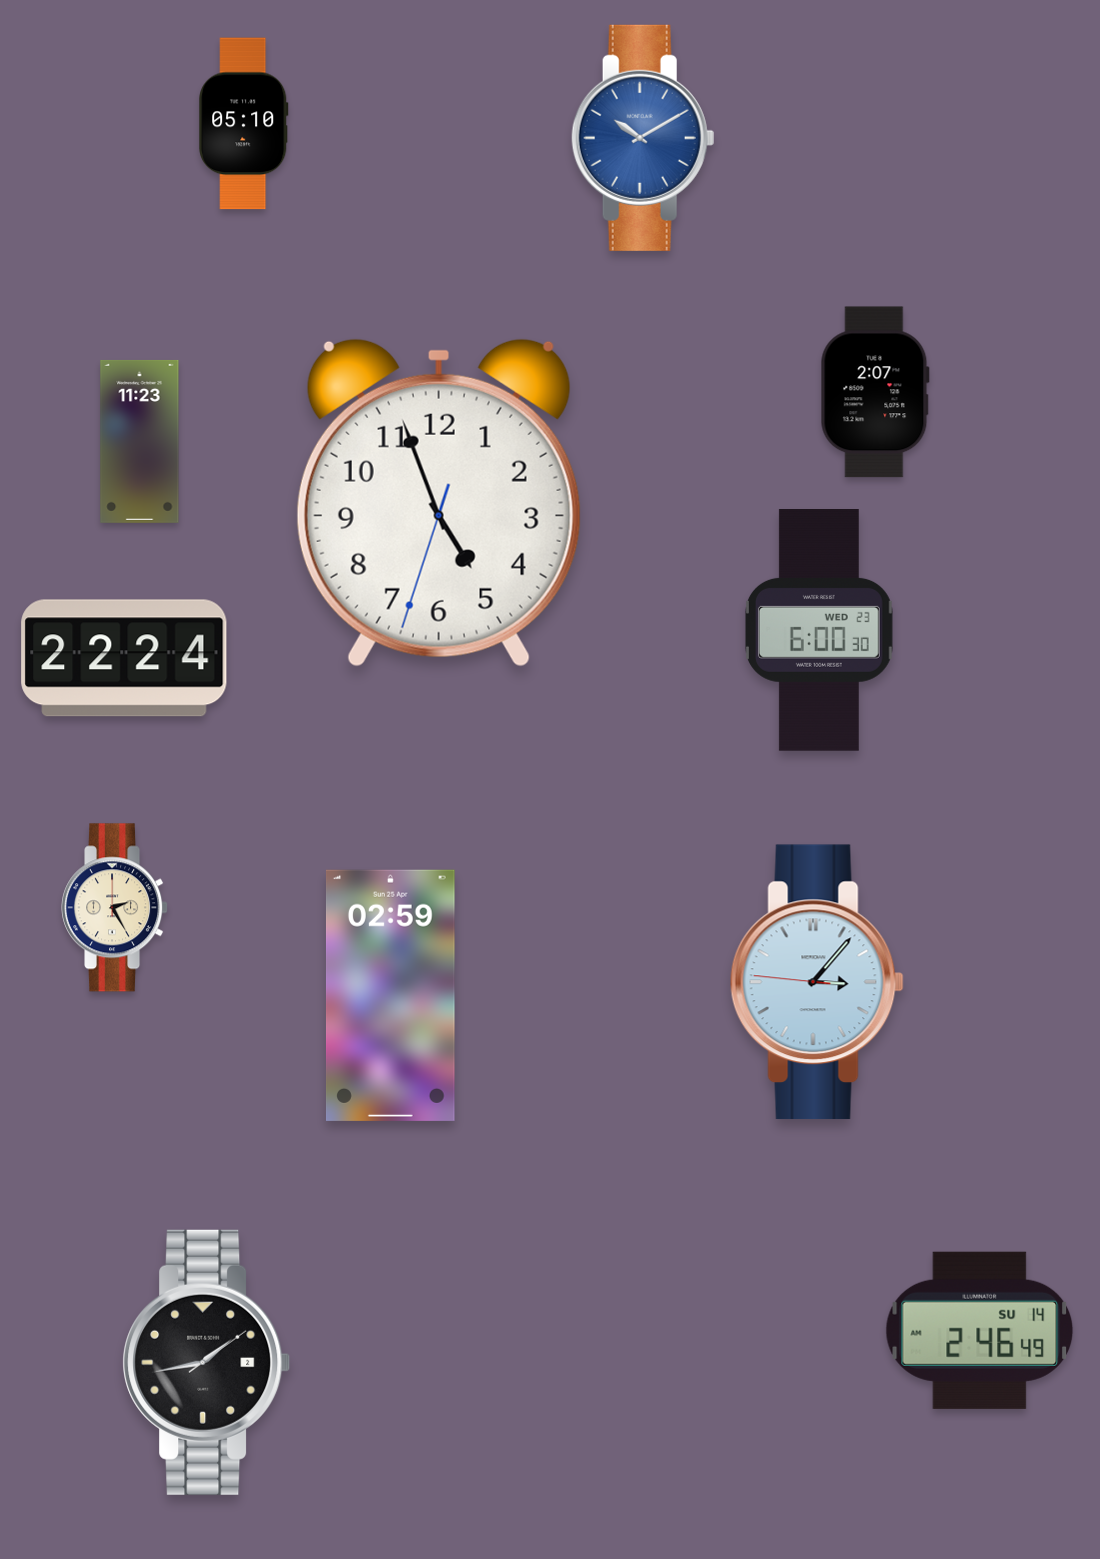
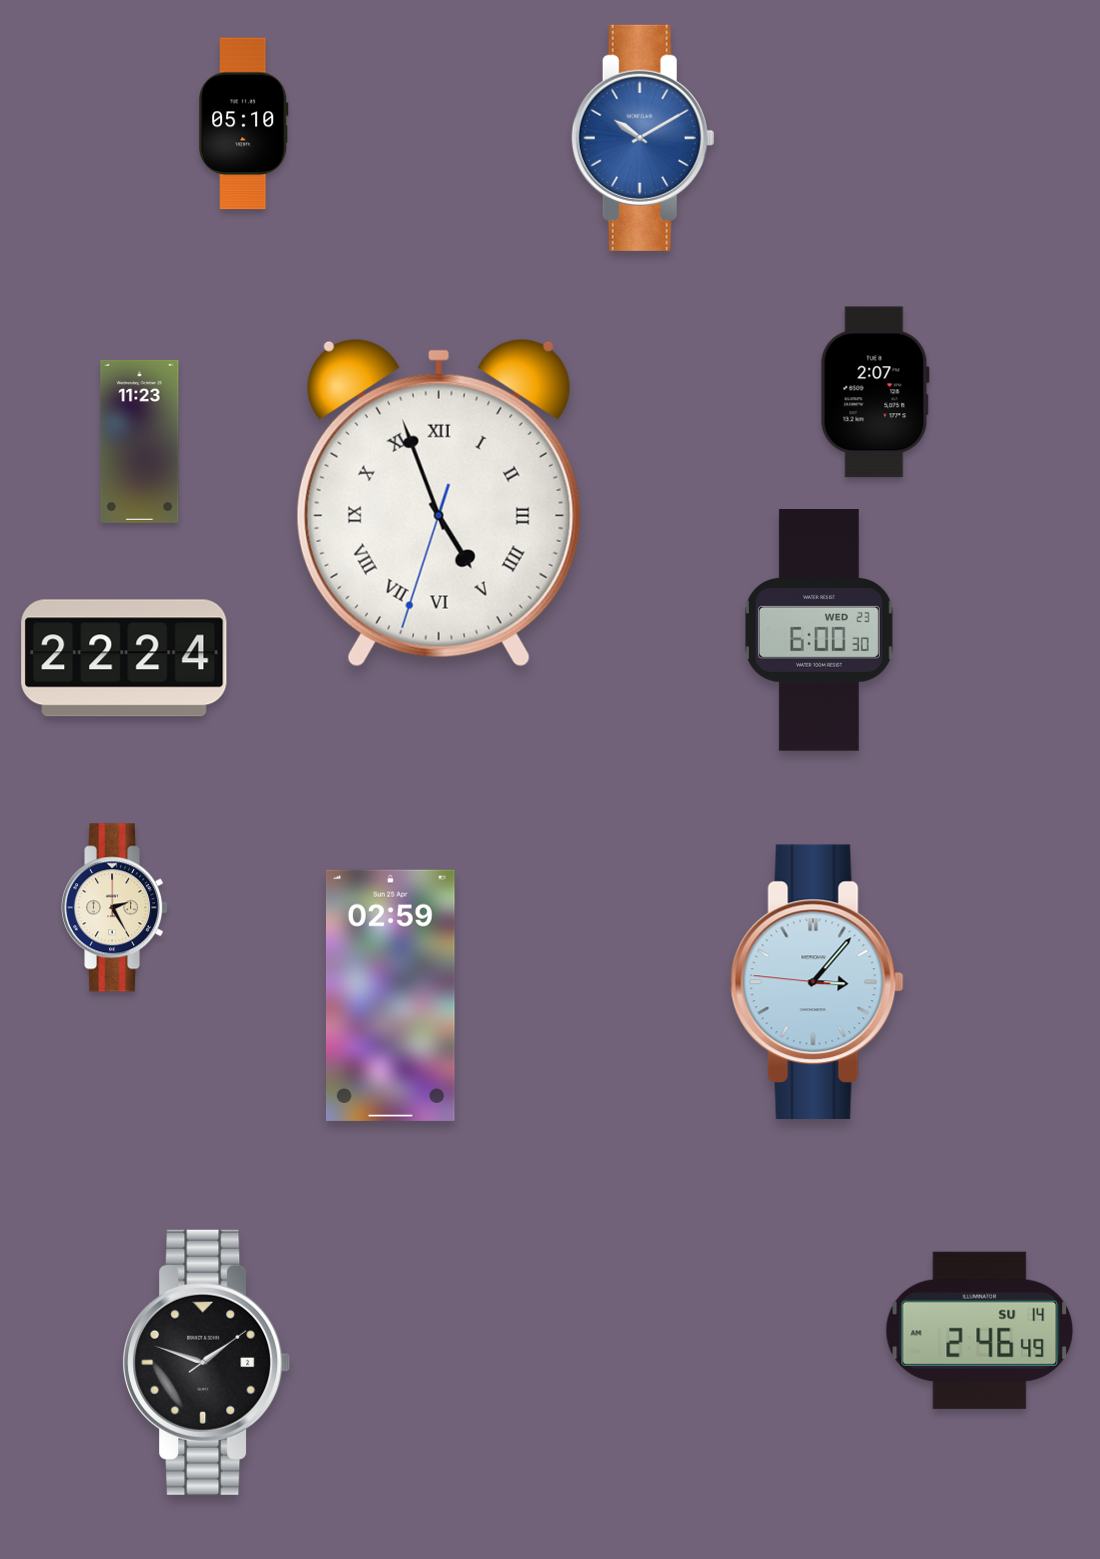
clock at (439, 503) numerals: Arabic -> Roman
clock at (207, 1362): 1:43 -> 1:48
